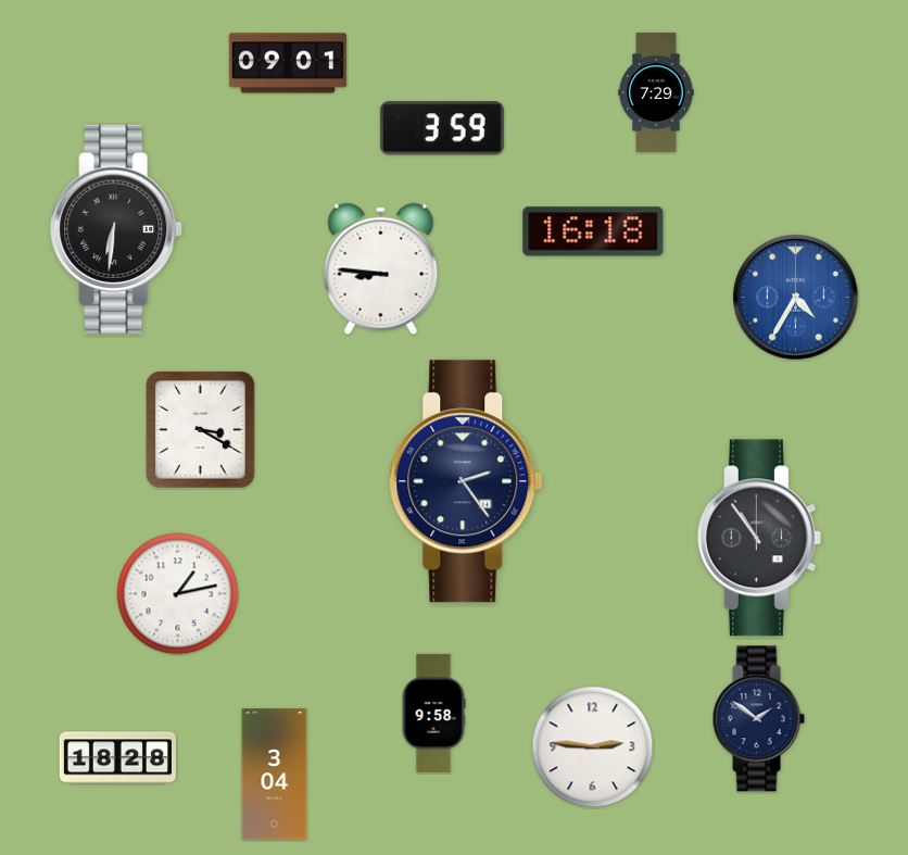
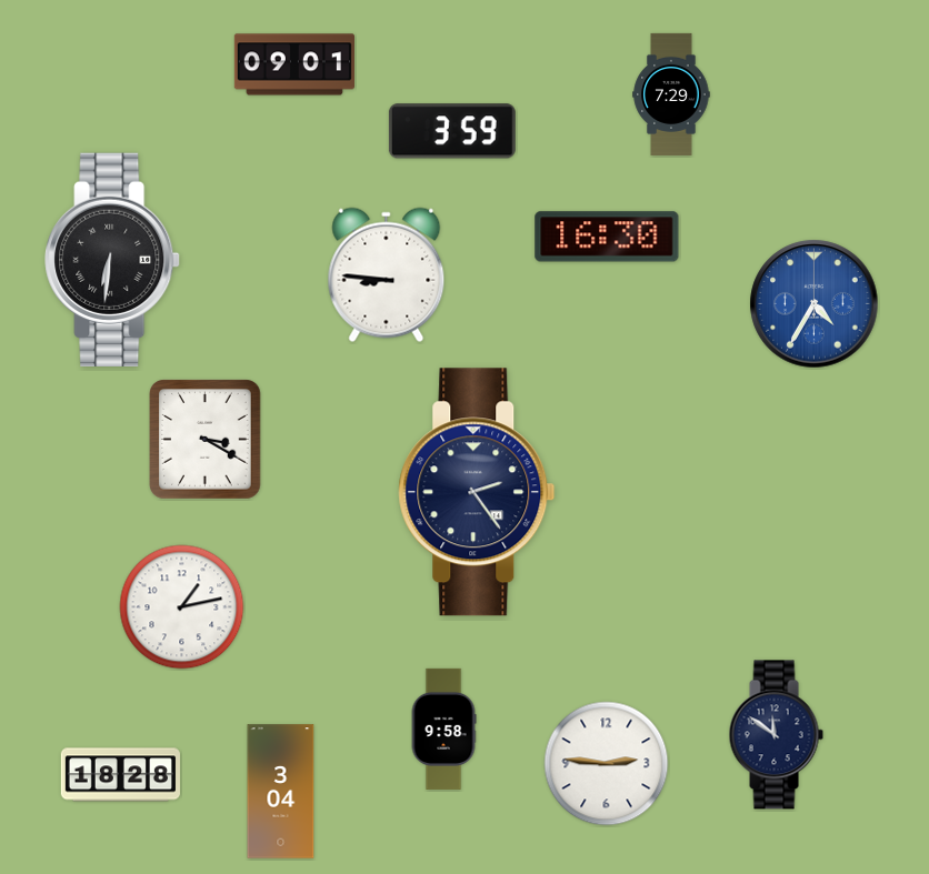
clock at (116, 229) position: (116, 229) -> (112, 260)
clock at (593, 231): 16:18 -> 16:30
clock at (381, 269) position: (381, 269) -> (387, 275)
clock at (759, 538): 10:54 -> none
clock at (758, 719): 1:51 -> 11:51
